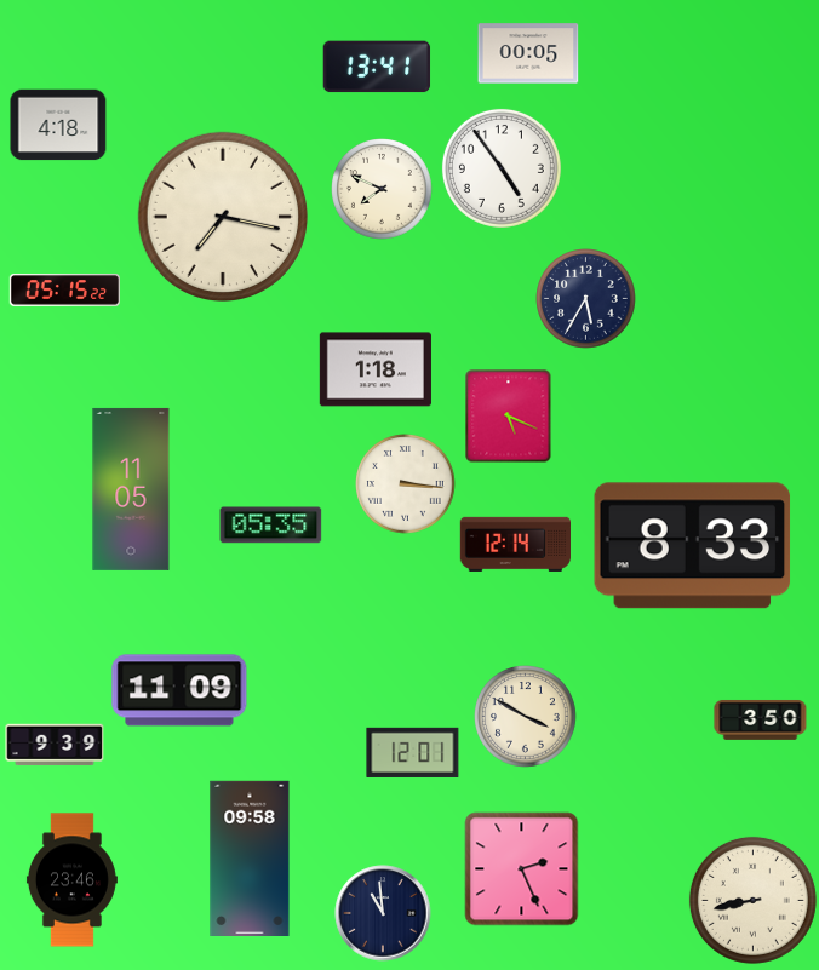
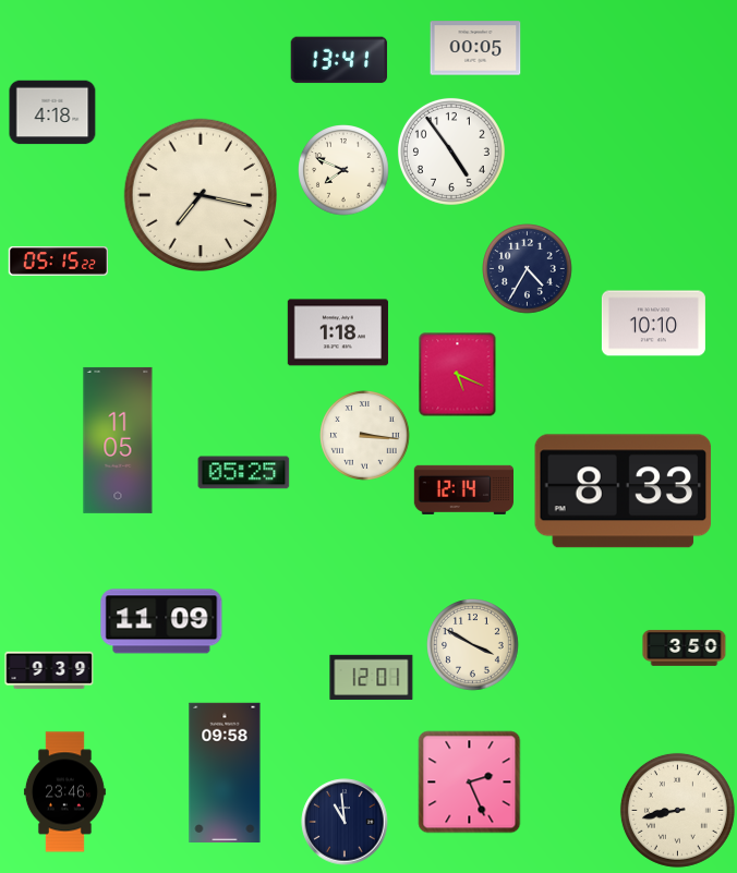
clock at (586, 299): 5:35 -> 4:35
clock at (653, 324): none -> 10:10
clock at (271, 526): 05:35 -> 05:25
